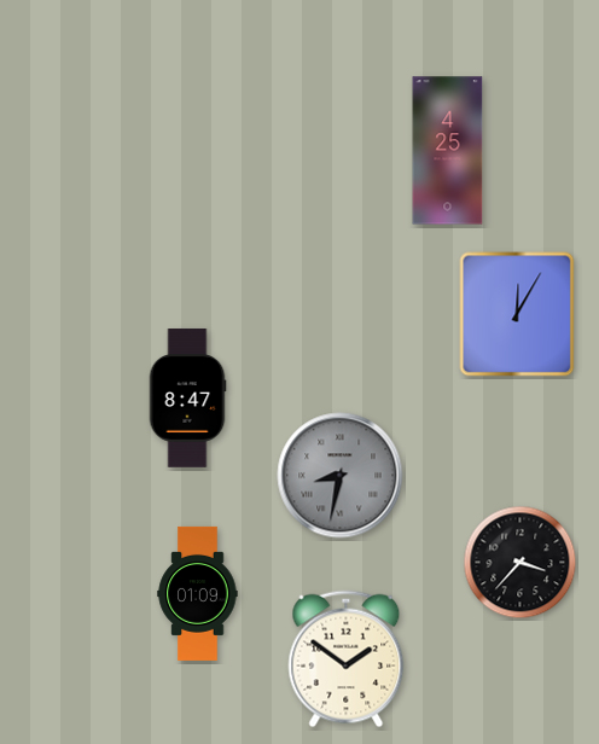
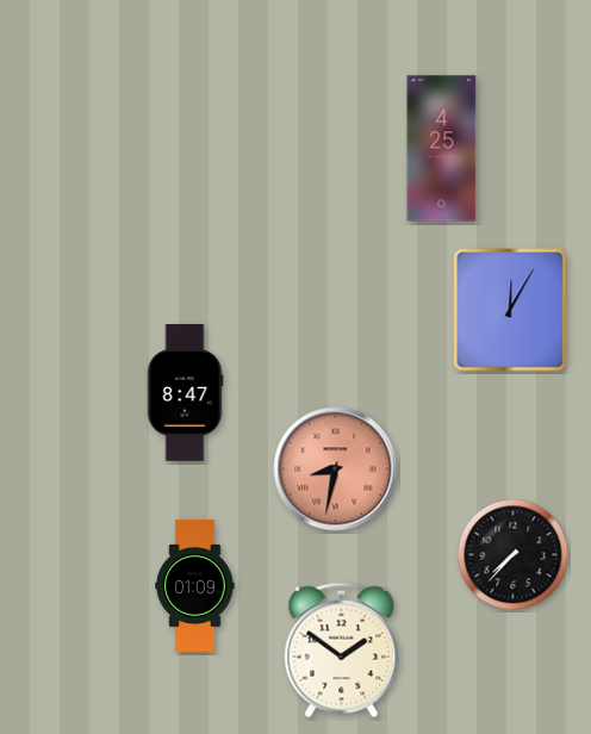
clock at (341, 476) dial: grey -> salmon
clock at (521, 563): 3:37 -> 7:37
